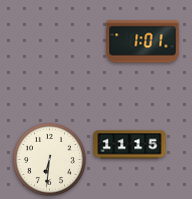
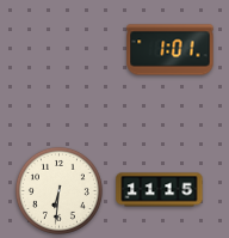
clock at (130, 145) position: (130, 145) -> (160, 190)
